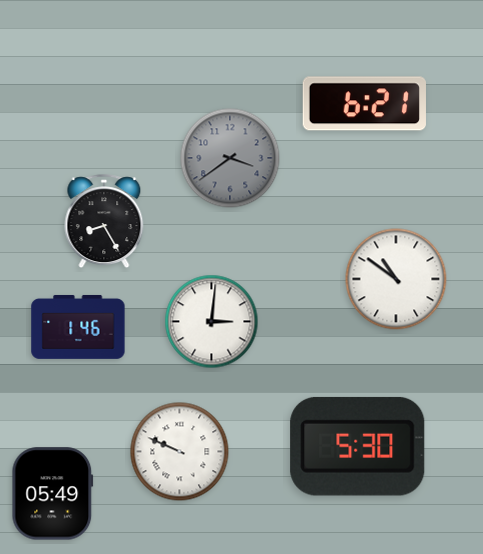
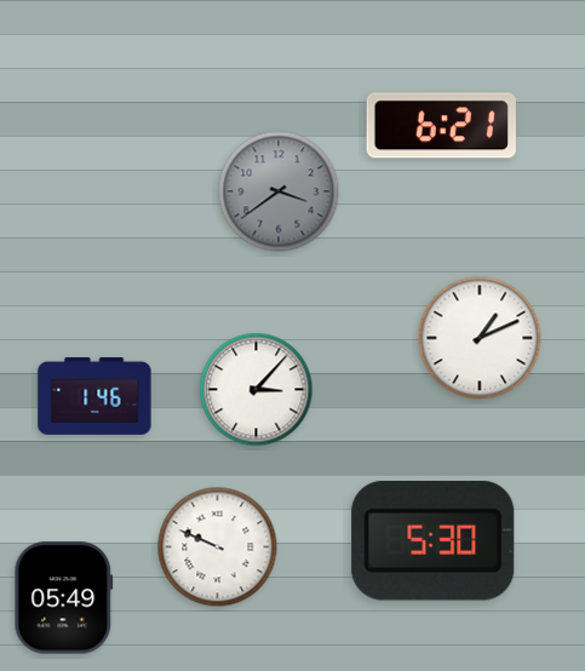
clock at (104, 222): 8:25 -> none
clock at (396, 279): 10:51 -> 1:11
clock at (212, 322): 3:01 -> 3:07
